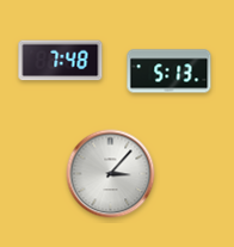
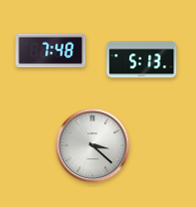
clock at (111, 174): 3:07 -> 3:22
